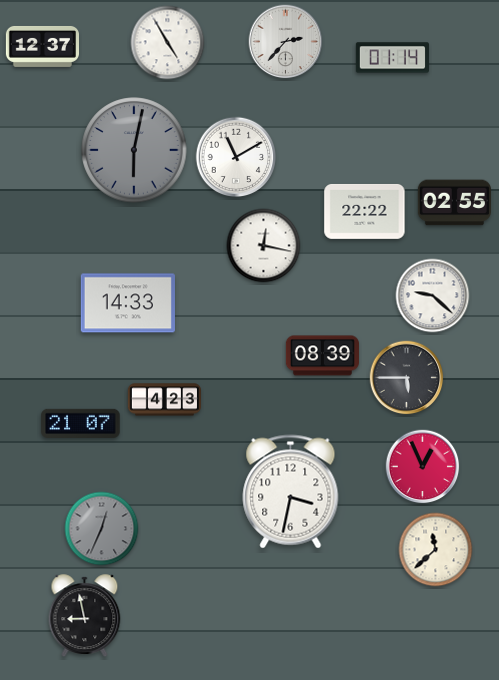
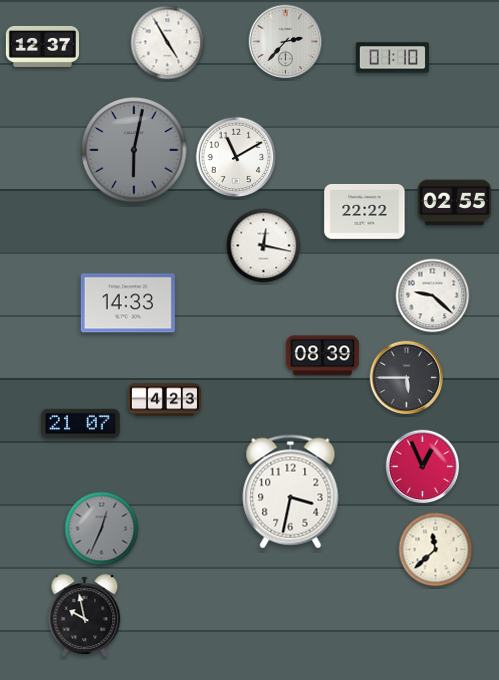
clock at (392, 58): 01:14 -> 01:10
clock at (85, 615): 8:58 -> 9:58
